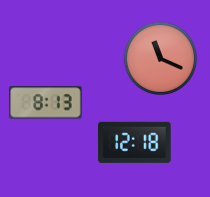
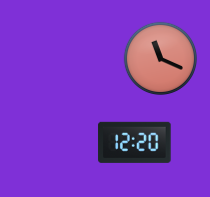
clock at (46, 103): 8:13 -> none
clock at (135, 142): 12:18 -> 12:20
